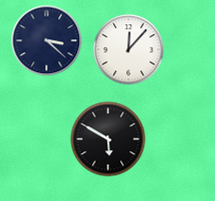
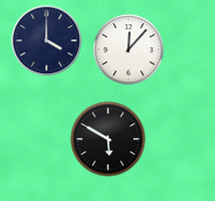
clock at (47, 41): 3:22 -> 4:00
